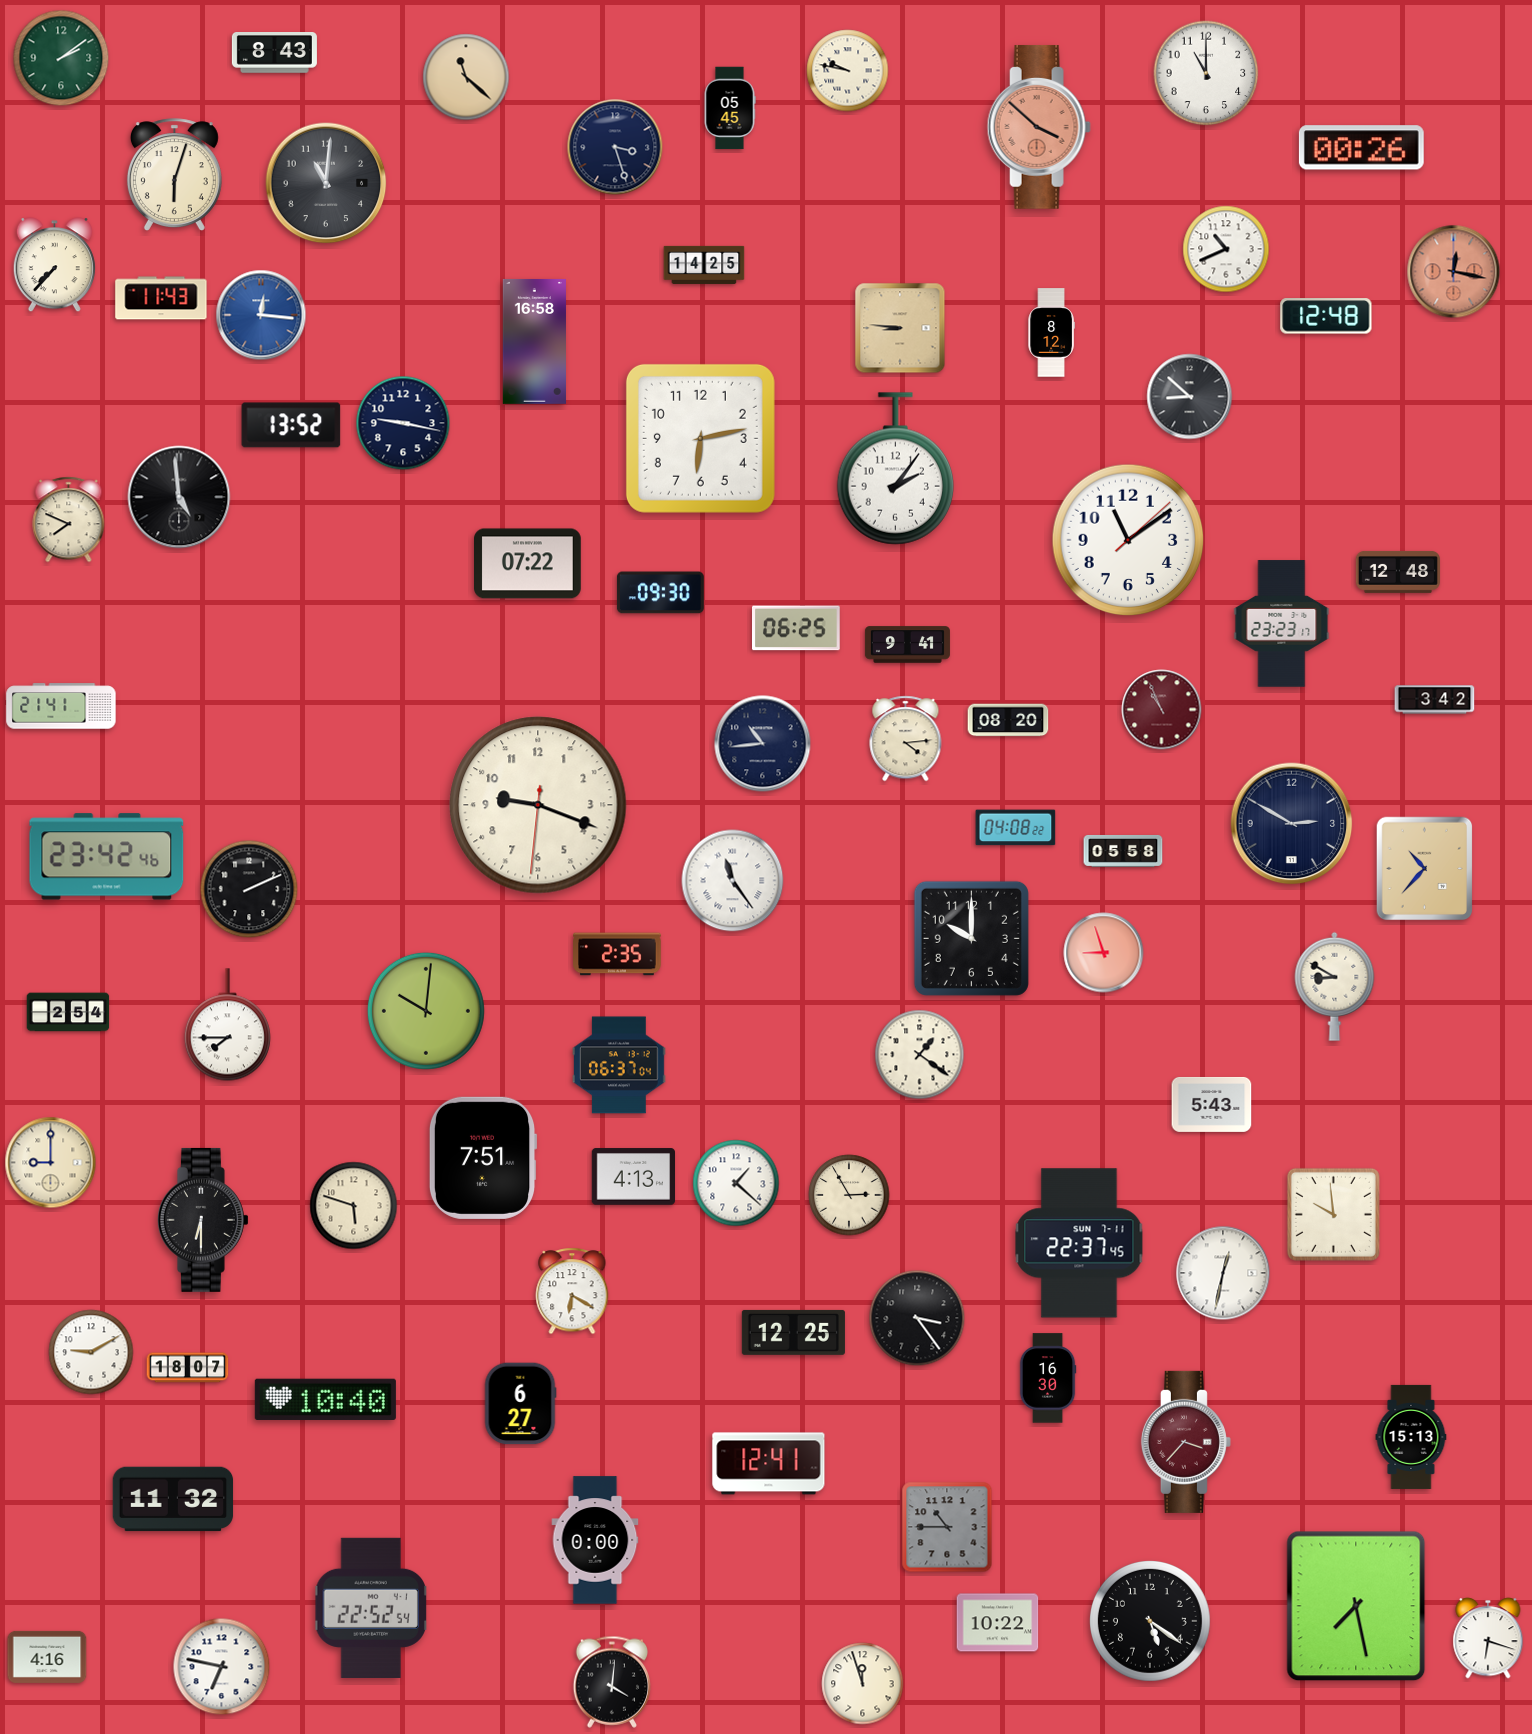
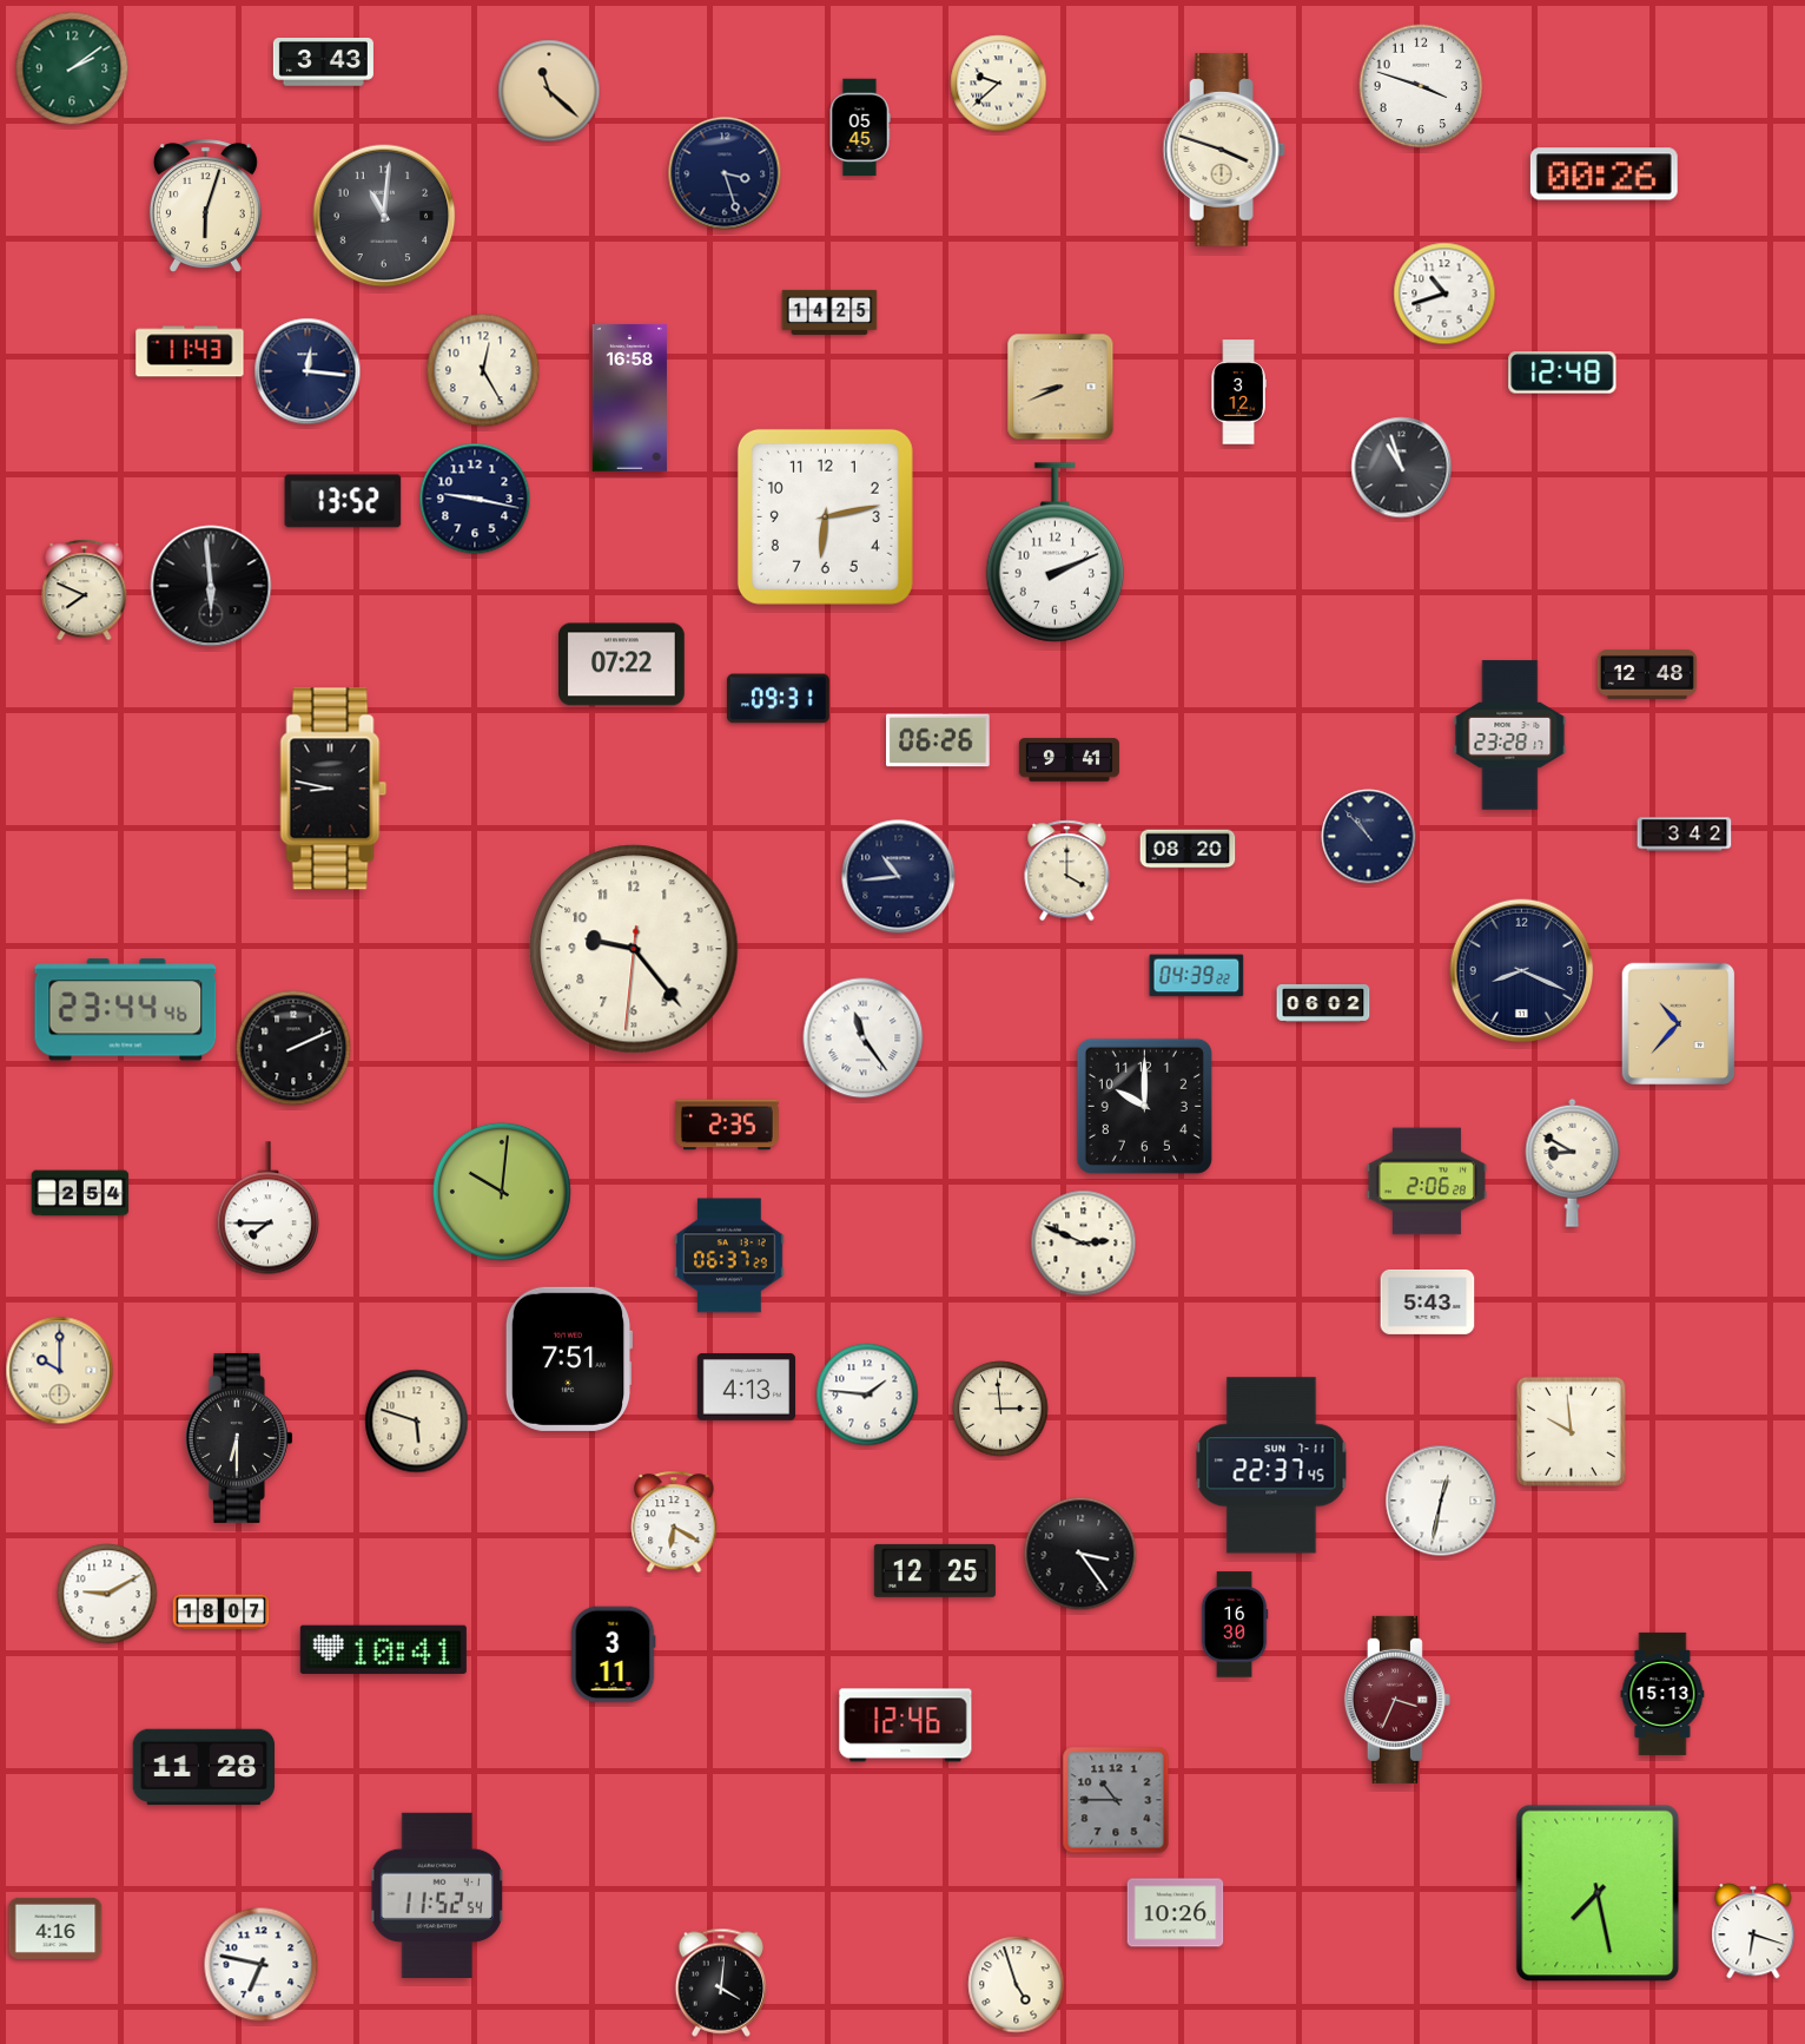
clock at (274, 53): 8:43 -> 3:43
clock at (848, 71): 9:47 -> 9:38
clock at (1206, 73): 11:00 -> 3:48
clock at (1039, 127): 3:52 -> 3:48
clock at (1039, 127) dial: salmon -> cream
clock at (1226, 249): 10:41 -> 10:42
clock at (54, 265): 7:37 -> none
clock at (1454, 272): 12:17 -> none
clock at (483, 370): none -> 12:25
clock at (261, 315) dial: blue -> navy
clock at (900, 328): 8:46 -> 8:41
clock at (1051, 333): 8:12 -> 3:12
clock at (534, 341) position: (534, 341) -> (629, 397)
clock at (1190, 397): 8:52 -> 10:57
clock at (895, 469): 2:06 -> 2:11
clock at (179, 497): 4:59 -> 5:59
clock at (69, 520) position: (69, 520) -> (85, 591)
clock at (1128, 540): 11:09 -> none
clock at (660, 593): 09:30 -> 09:31
clock at (1282, 624): 23:23 -> 23:28
clock at (796, 628): 06:25 -> 06:26
clock at (333, 789): none -> 8:47
clock at (1435, 700) position: (1435, 700) -> (1685, 835)
clock at (61, 706): 21:41 -> none
clock at (1162, 710): 10:56 -> 10:53
clock at (1162, 710) dial: burgundy -> navy
clock at (906, 739): 4:14 -> 4:00
clock at (538, 805): 9:18 -> 9:23
clock at (1292, 824): 2:50 -> 8:19
clock at (1016, 828): 04:08 -> 04:39
clock at (1123, 851): 05:58 -> 06:02
clock at (107, 857): 23:42 -> 23:44
clock at (1104, 953): 8:57 -> none
clock at (1426, 1181): none -> 2:06
clock at (920, 1055): 1:21 -> 2:49
clock at (620, 1065): 06:37:04 -> 06:37:29
clock at (483, 1158) position: (483, 1158) -> (569, 1359)
clock at (51, 1163): 9:00 -> 10:00
clock at (736, 1183): 1:22 -> 1:46
clock at (849, 1195): 2:55 -> 2:59
clock at (325, 1399): 10:40 -> 10:41
clock at (520, 1404): 6:27 -> 3:11
clock at (1186, 1442): 3:37 -> 3:34
clock at (769, 1464): 12:41 -> 12:46
clock at (173, 1499): 11:32 -> 11:28
clock at (595, 1540): 0:00 -> none
clock at (371, 1608): 22:52 -> 11:52
clock at (1150, 1621): 5:21 -> none
clock at (998, 1623): 10:22 -> 10:26
clock at (47, 1657) position: (47, 1657) -> (55, 1928)
clock at (863, 1684): 11:57 -> 4:57
